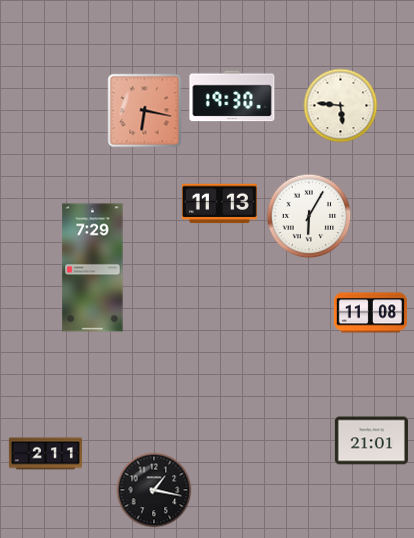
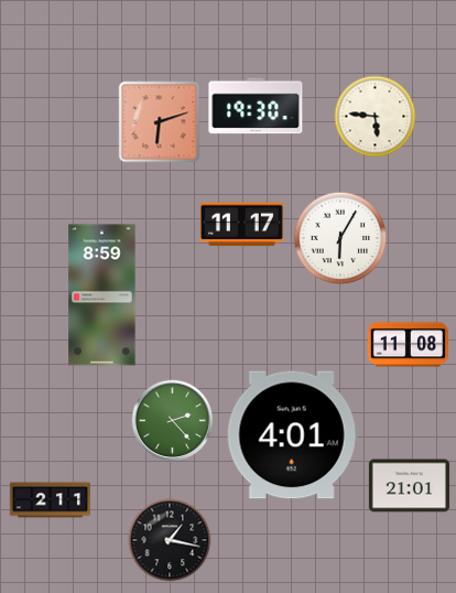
clock at (145, 111): 6:17 -> 6:12
clock at (219, 204): 11:13 -> 11:17
clock at (93, 268): 7:29 -> 8:59
clock at (173, 421): none -> 2:23
clock at (292, 435): none -> 4:01
